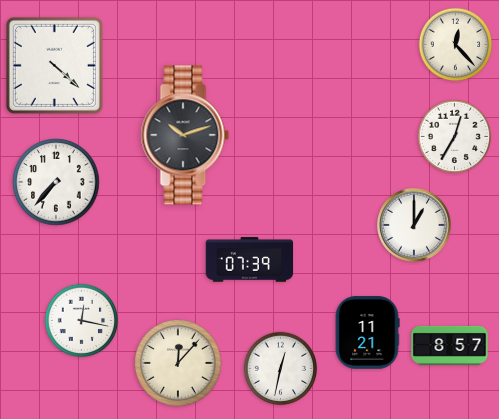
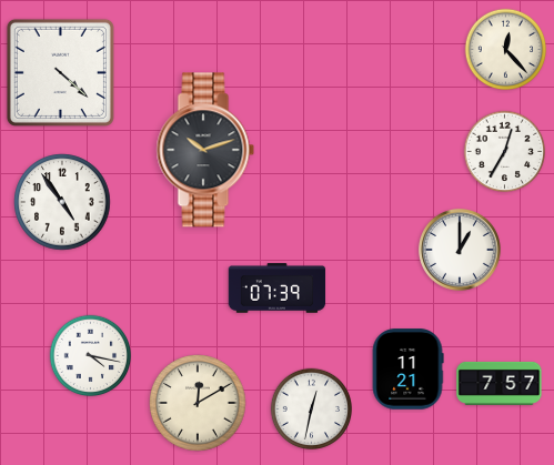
clock at (56, 182): 7:37 -> 4:54
clock at (82, 321): 12:17 -> 4:17
clock at (450, 345): 8:57 -> 7:57
clock at (178, 363): 12:07 -> 12:10
